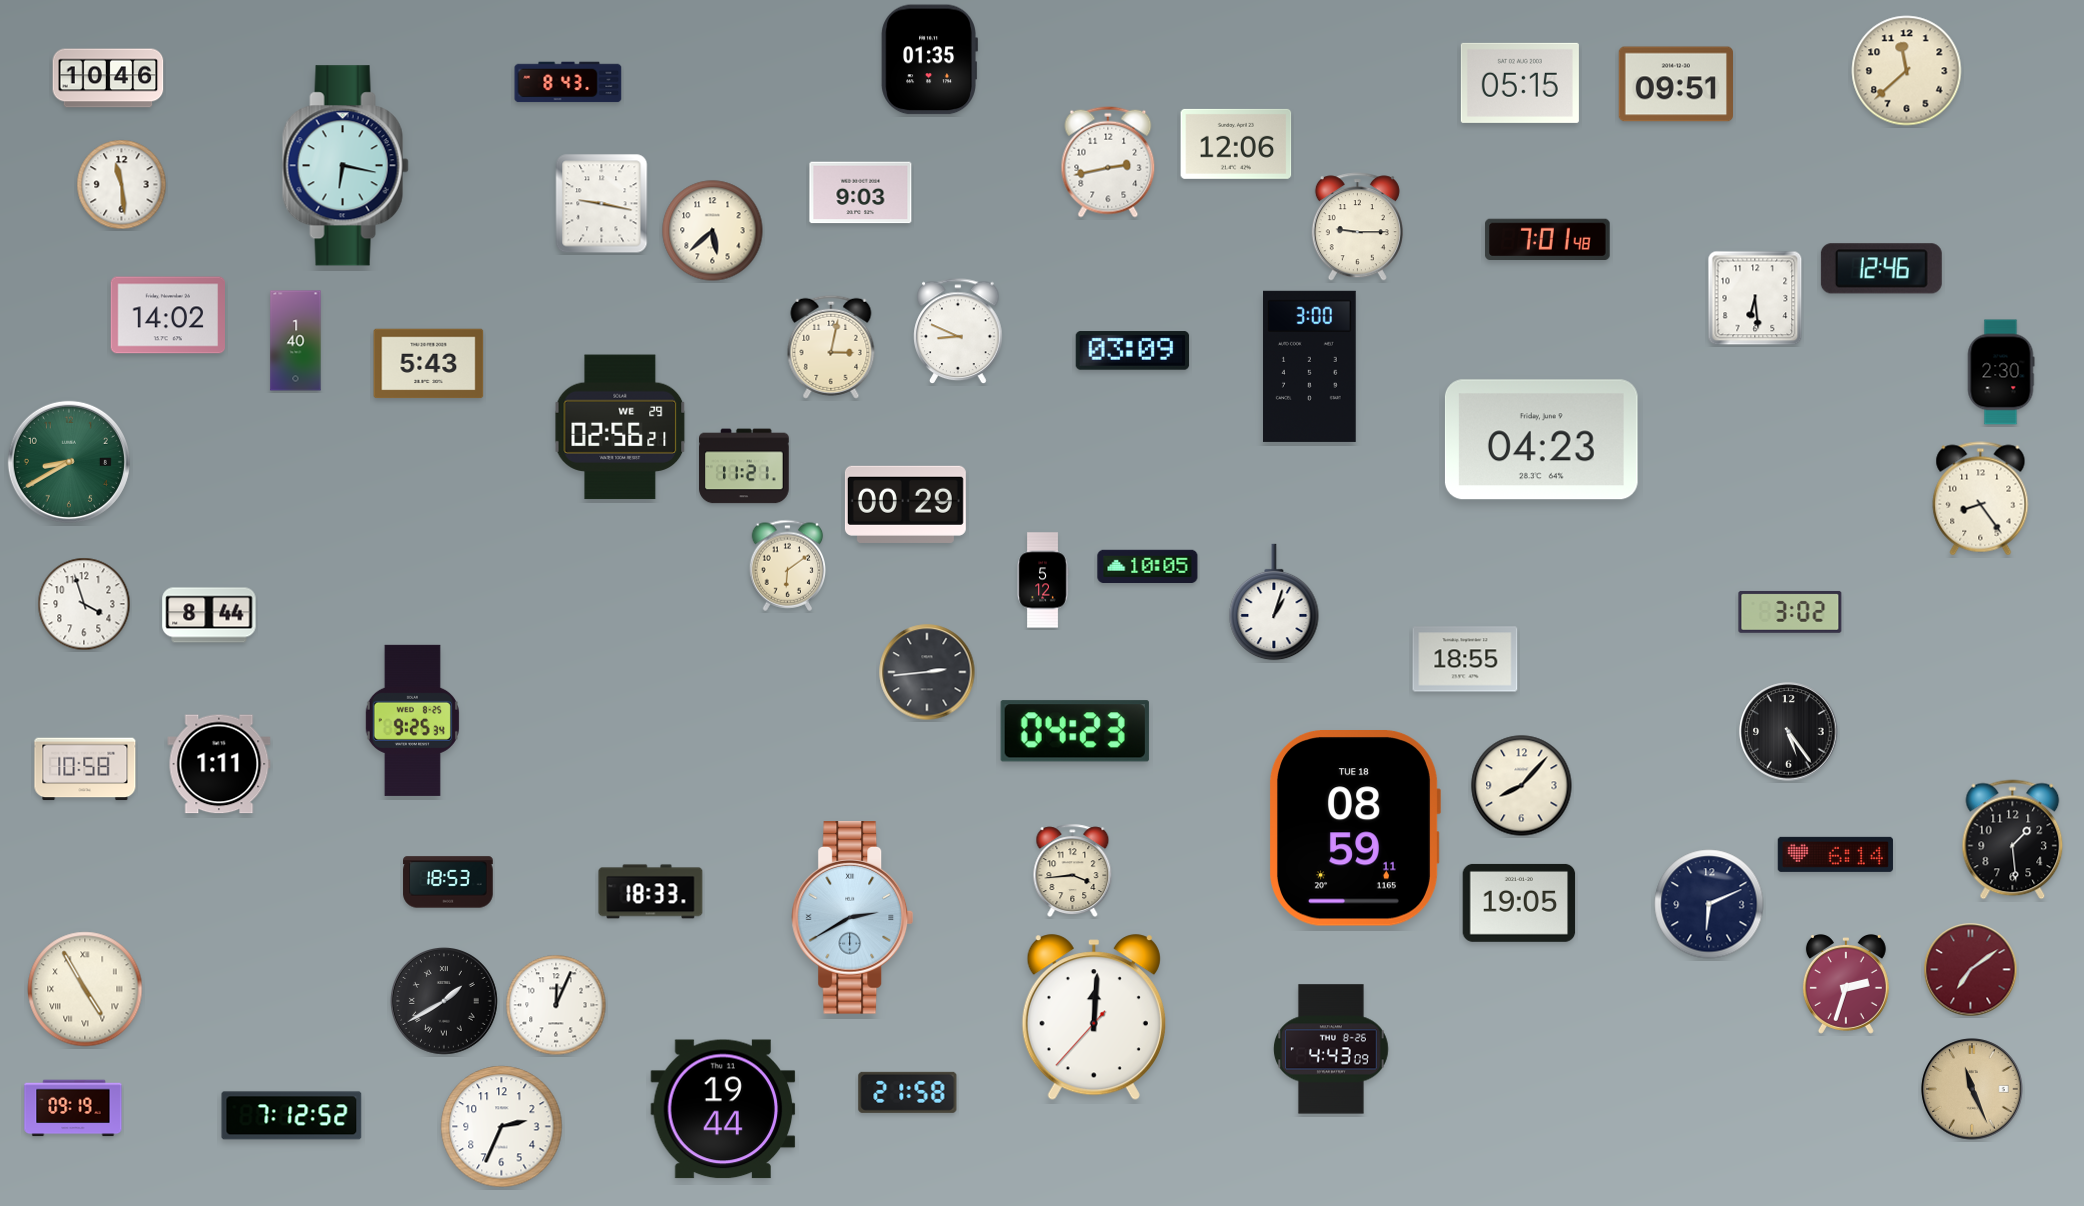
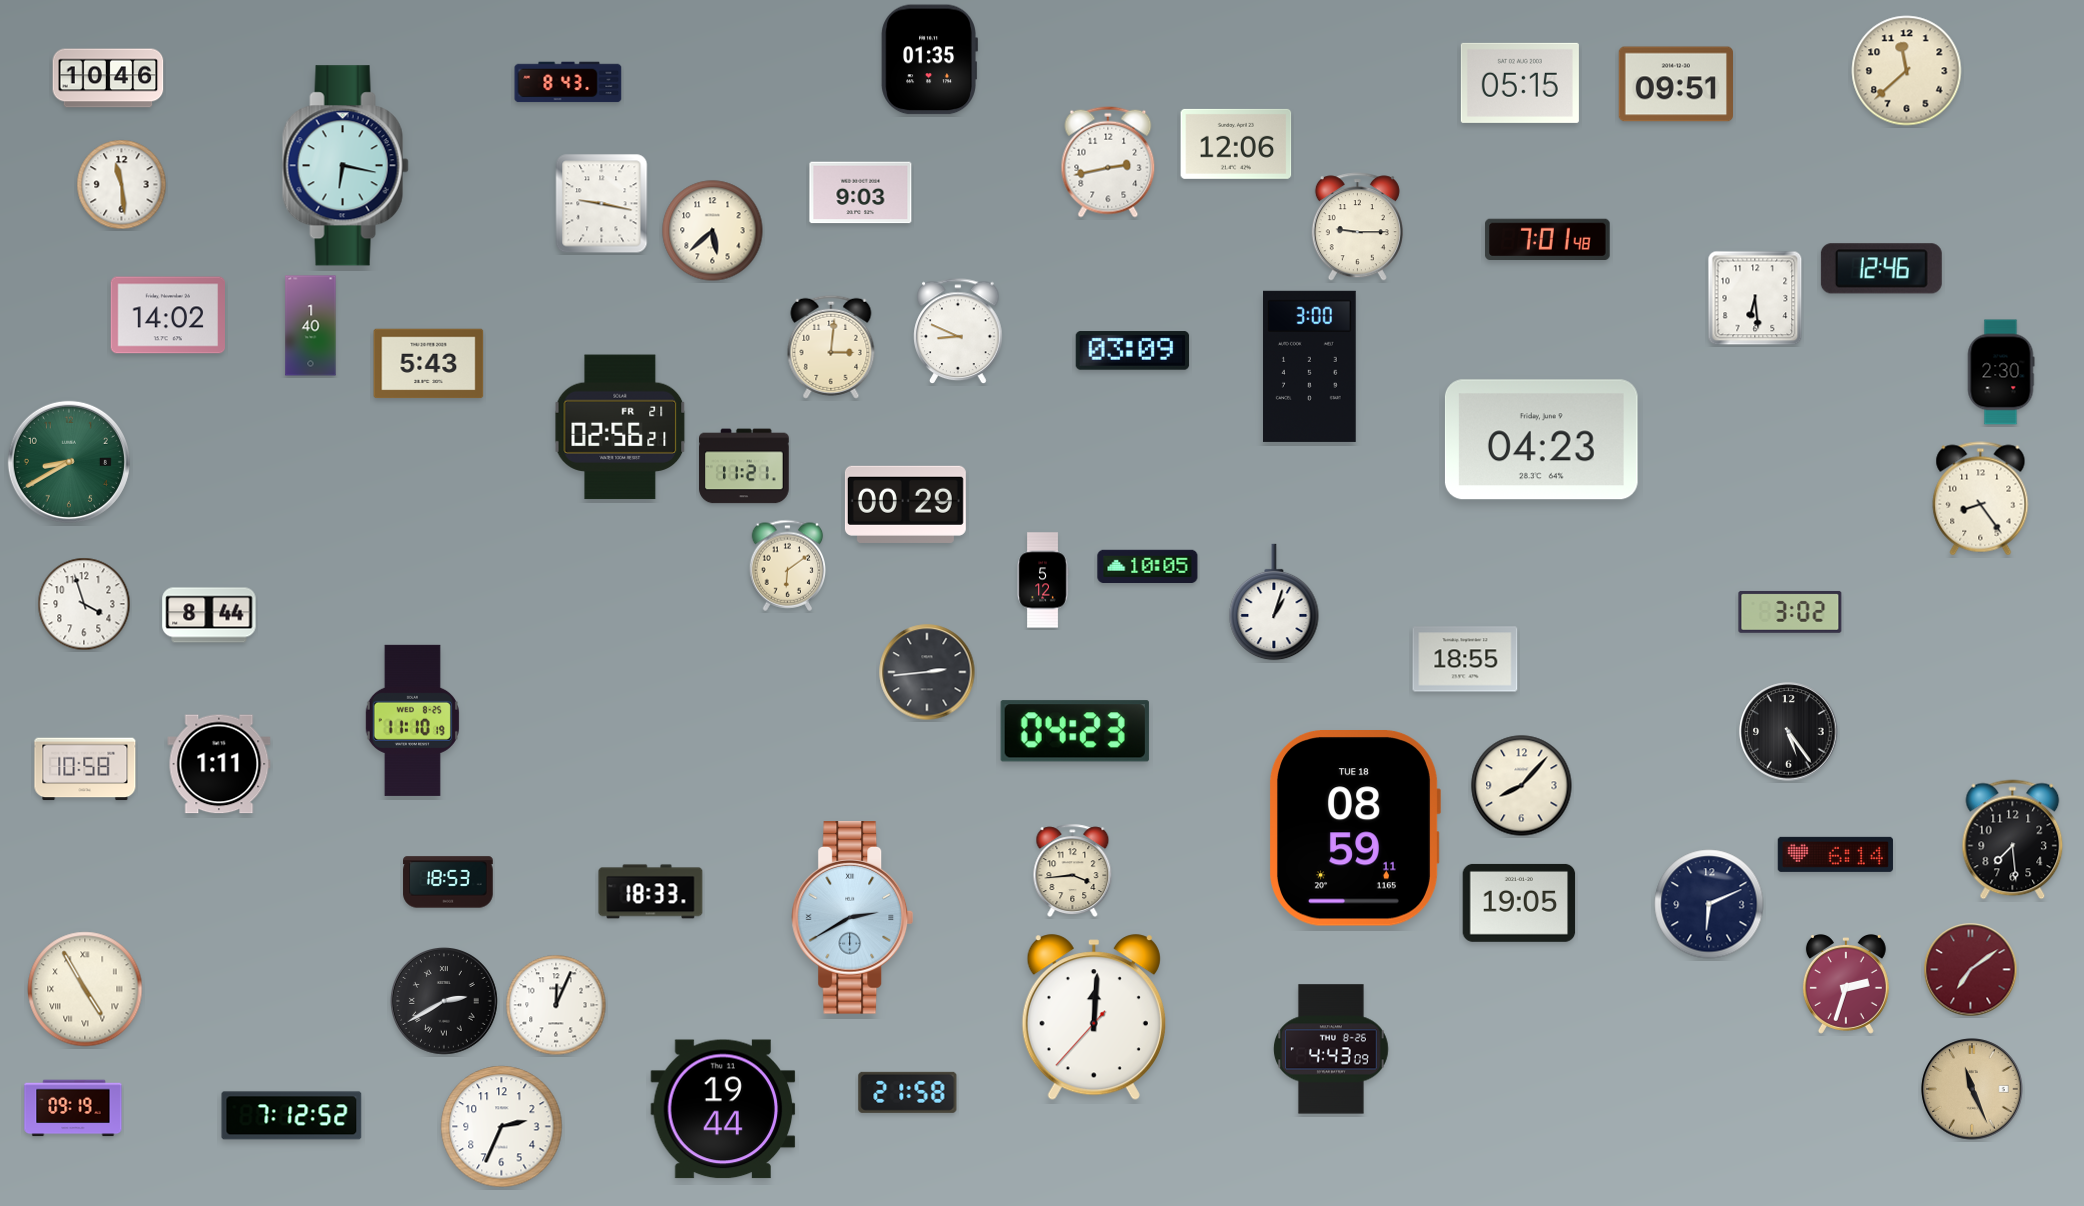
clock at (296, 341) position: (296, 341) -> (311, 326)
clock at (831, 347): 3:02 -> 3:01
clock at (620, 427) date: WE 29 -> FR 21
clock at (412, 720): 9:25 -> 11:10
clock at (2013, 840): 1:29 -> 7:29
clock at (445, 1002): 1:40 -> 2:40
